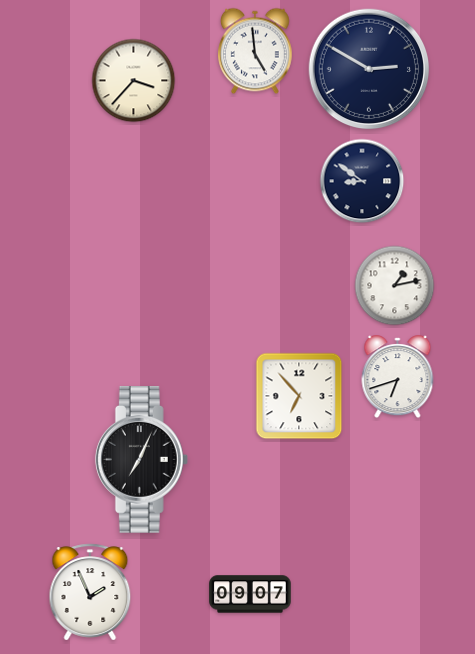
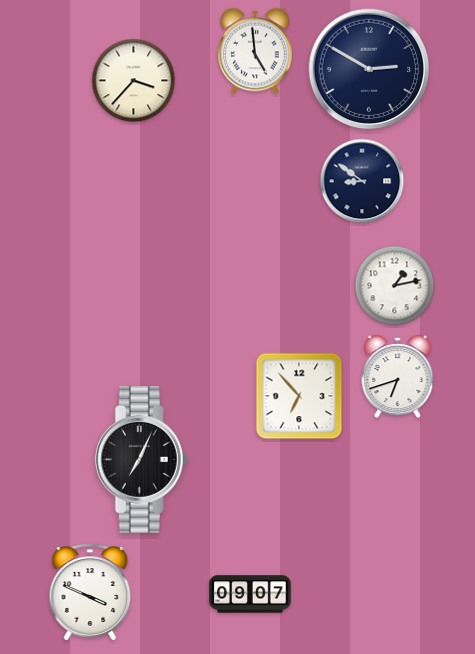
clock at (90, 592): 1:56 -> 3:49
